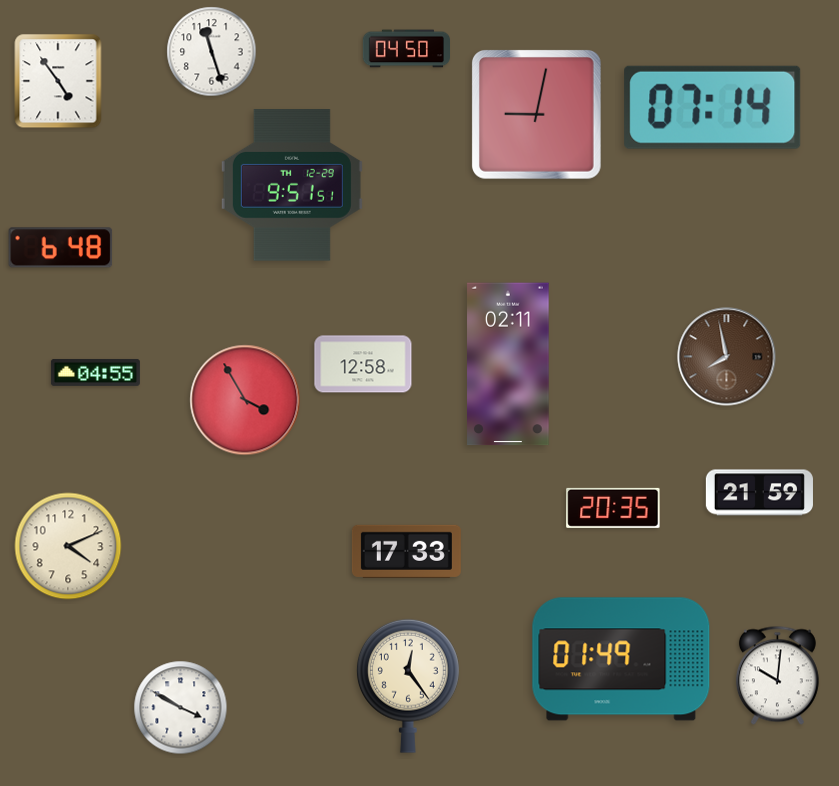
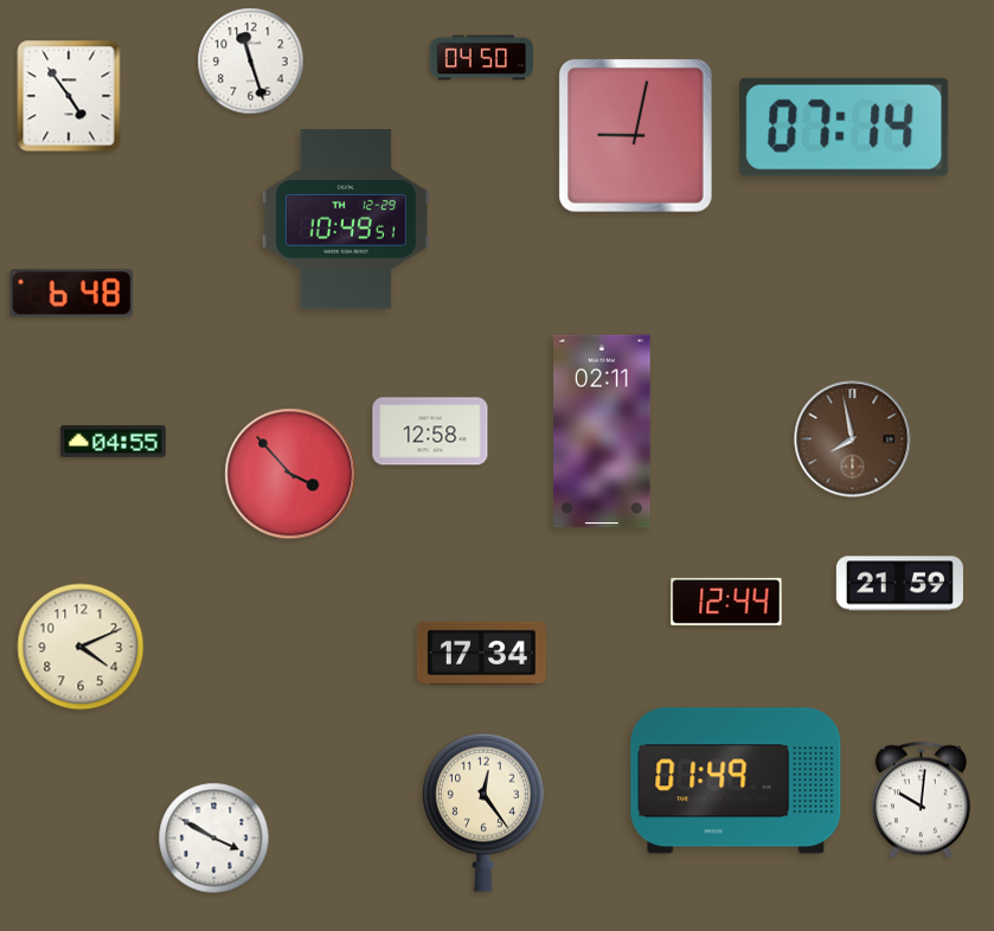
clock at (292, 185): 9:51 -> 10:49
clock at (727, 357) position: (727, 357) -> (853, 439)
clock at (245, 400): 3:55 -> 3:53
clock at (613, 508): 20:35 -> 12:44
clock at (406, 551): 17:33 -> 17:34
